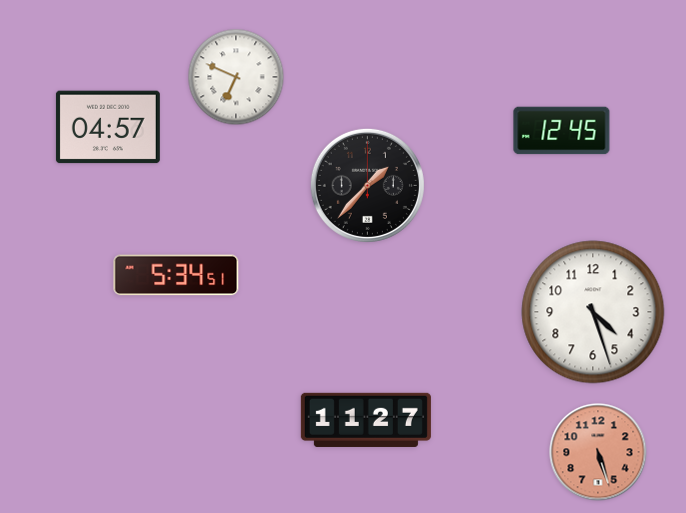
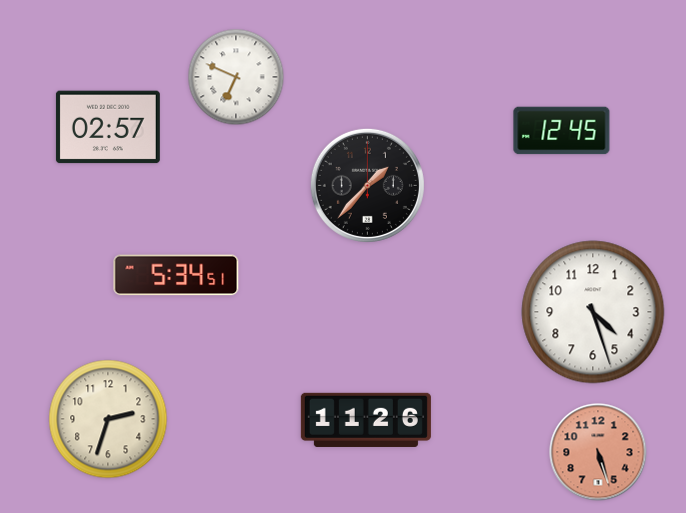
clock at (108, 127): 04:57 -> 02:57
clock at (108, 419): none -> 2:33
clock at (366, 420): 11:27 -> 11:26
